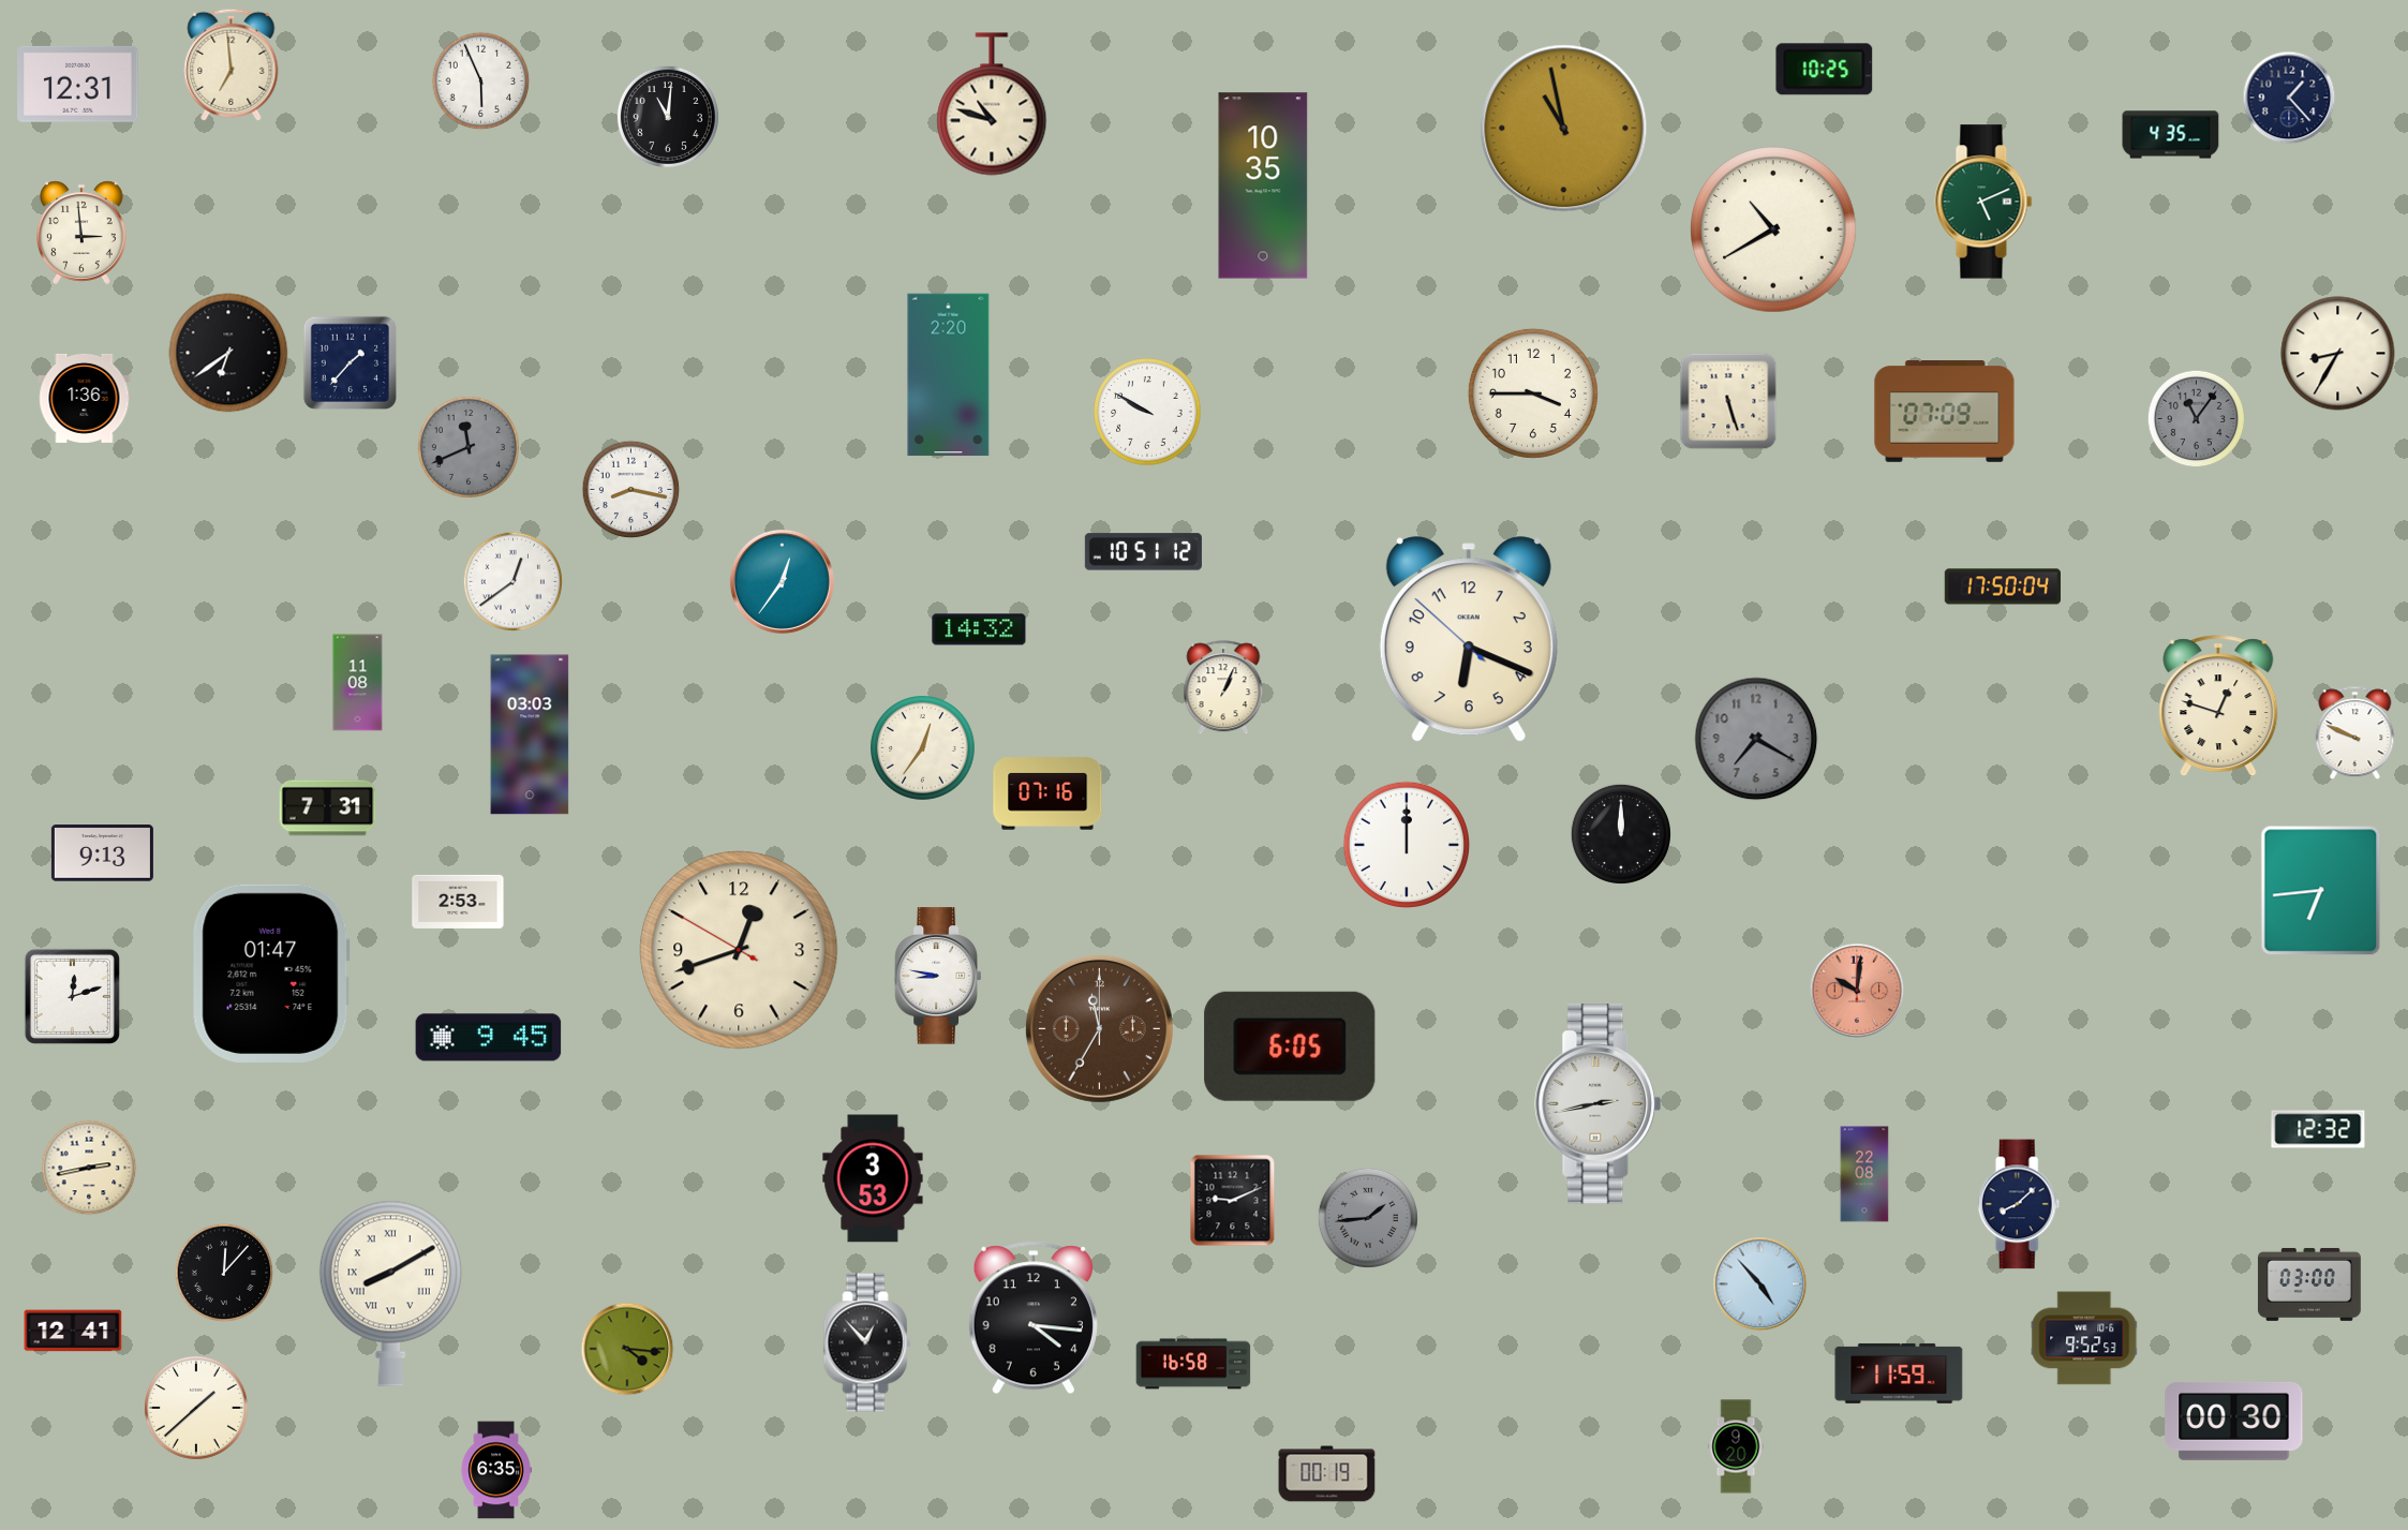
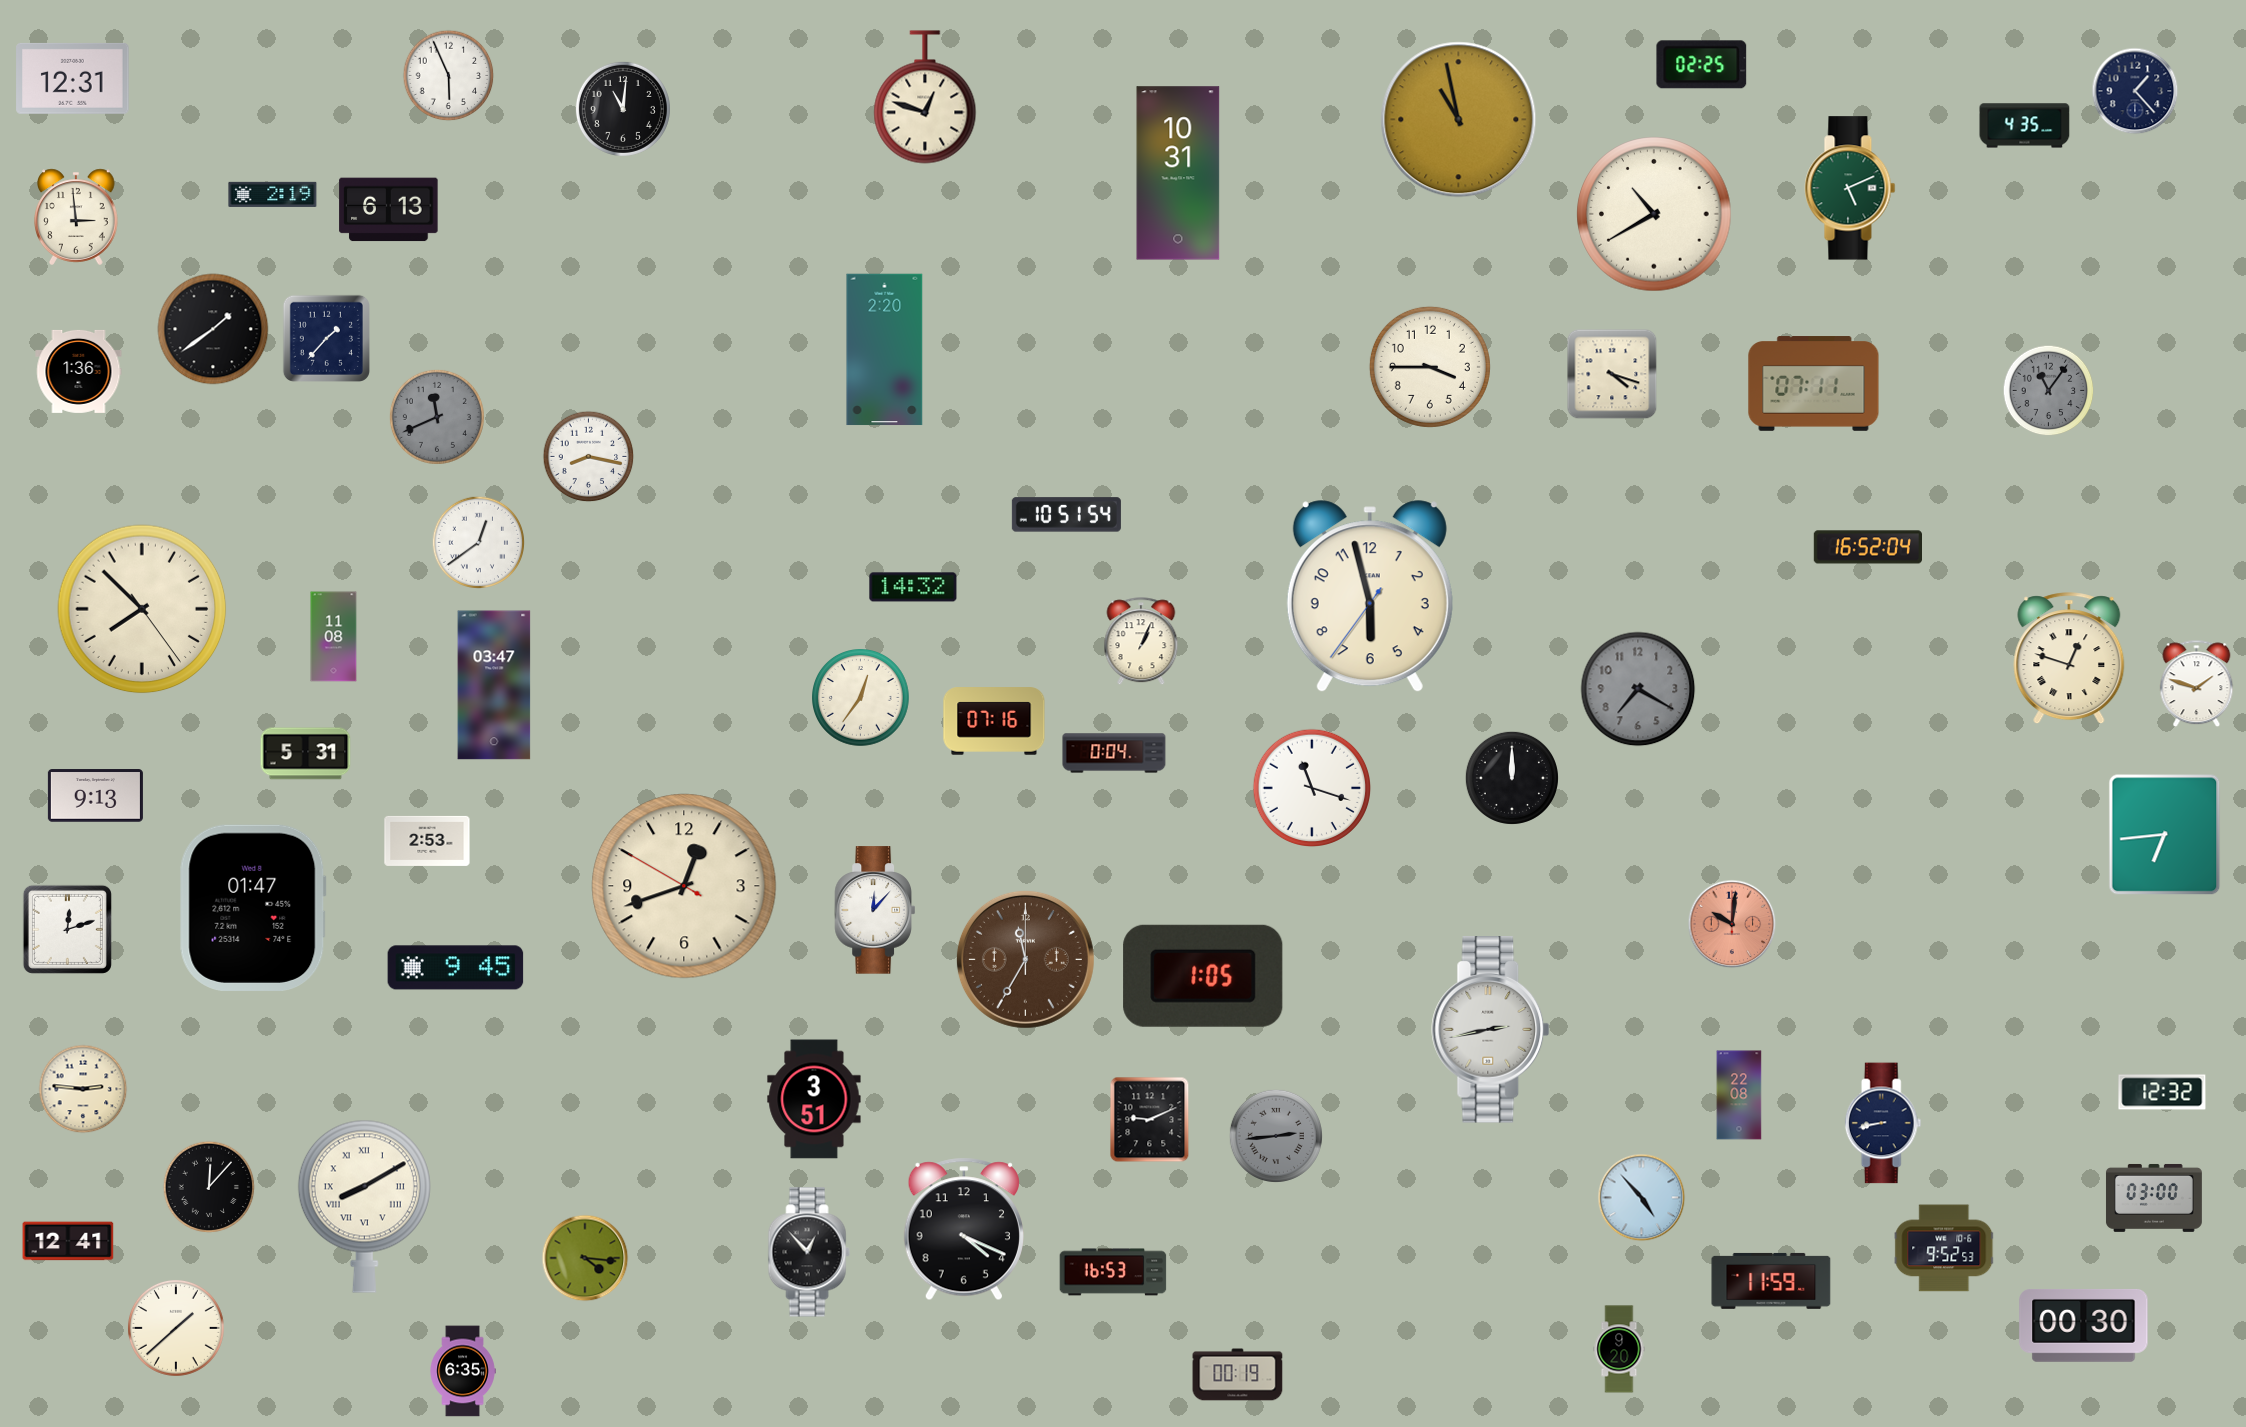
clock at (232, 64): 6:59 -> none
clock at (1825, 70): 10:25 -> 02:25
clock at (992, 104): 10:48 -> 12:48
clock at (1263, 185): 10:35 -> 10:31
clock at (273, 194): none -> 2:19
clock at (389, 210): none -> 6:13
clock at (228, 353): 6:39 -> 1:39
clock at (2338, 354): 8:35 -> none
clock at (1728, 401): 5:27 -> 4:18
clock at (1147, 412): 9:50 -> none
clock at (1945, 412): 07:09 -> 07:11
clock at (1143, 552): 10:51:12 -> 10:51:54
clock at (782, 581): 12:36 -> none
clock at (2002, 586): 17:50 -> 16:52
clock at (1469, 640): 6:18 -> 5:57
clock at (142, 609): none -> 7:52
clock at (2355, 733): 9:49 -> 1:48
clock at (530, 734): 03:03 -> 03:47
clock at (1047, 793) position: (1047, 793) -> (994, 721)
clock at (1114, 753): none -> 0:04
clock at (328, 808): 7:31 -> 5:31
clock at (1407, 845): 12:00 -> 11:18
clock at (2321, 891) position: (2321, 891) -> (2165, 835)
clock at (739, 950) position: (739, 950) -> (684, 886)
clock at (937, 976): 8:47 -> 12:07
clock at (1290, 1046): 6:05 -> 1:05
clock at (2318, 1129) position: (2318, 1129) -> (2162, 1092)
clock at (89, 1168): 2:43 -> 2:46
clock at (873, 1178): 3:53 -> 3:51
clock at (2019, 1204): 8:08 -> 8:43
clock at (1368, 1218): 1:44 -> 2:44
clock at (1034, 1318): 4:16 -> 4:19
clock at (1193, 1364): 16:58 -> 16:53
clock at (196, 1408) position: (196, 1408) -> (176, 1328)
